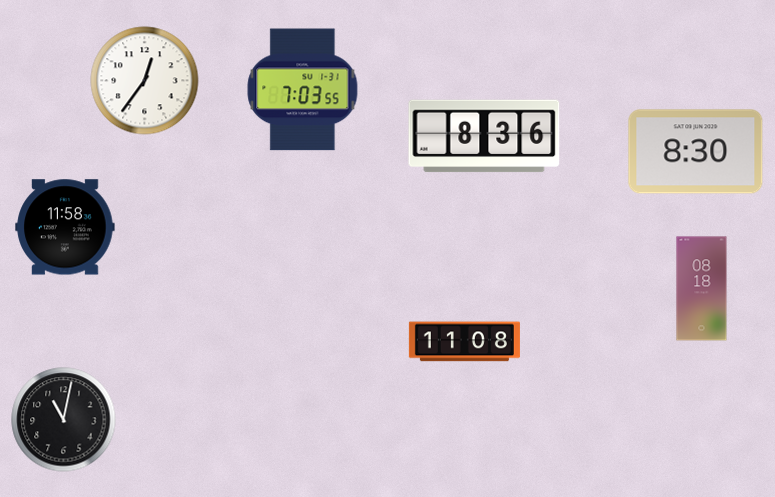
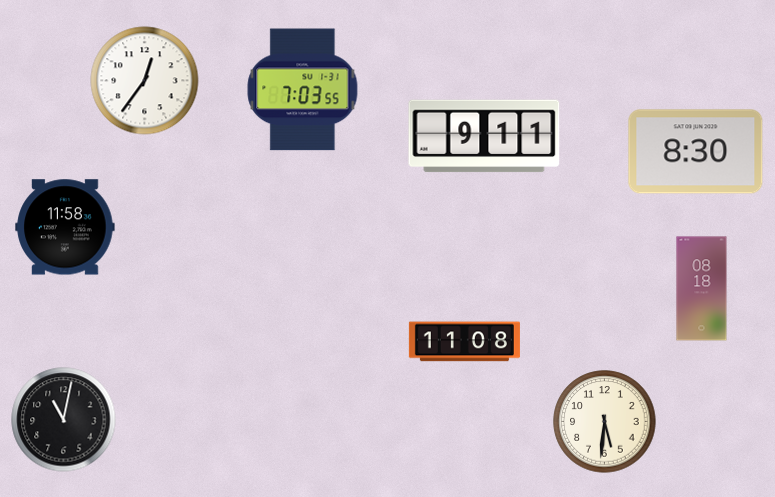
clock at (484, 136): 8:36 -> 9:11
clock at (605, 422): none -> 5:31
